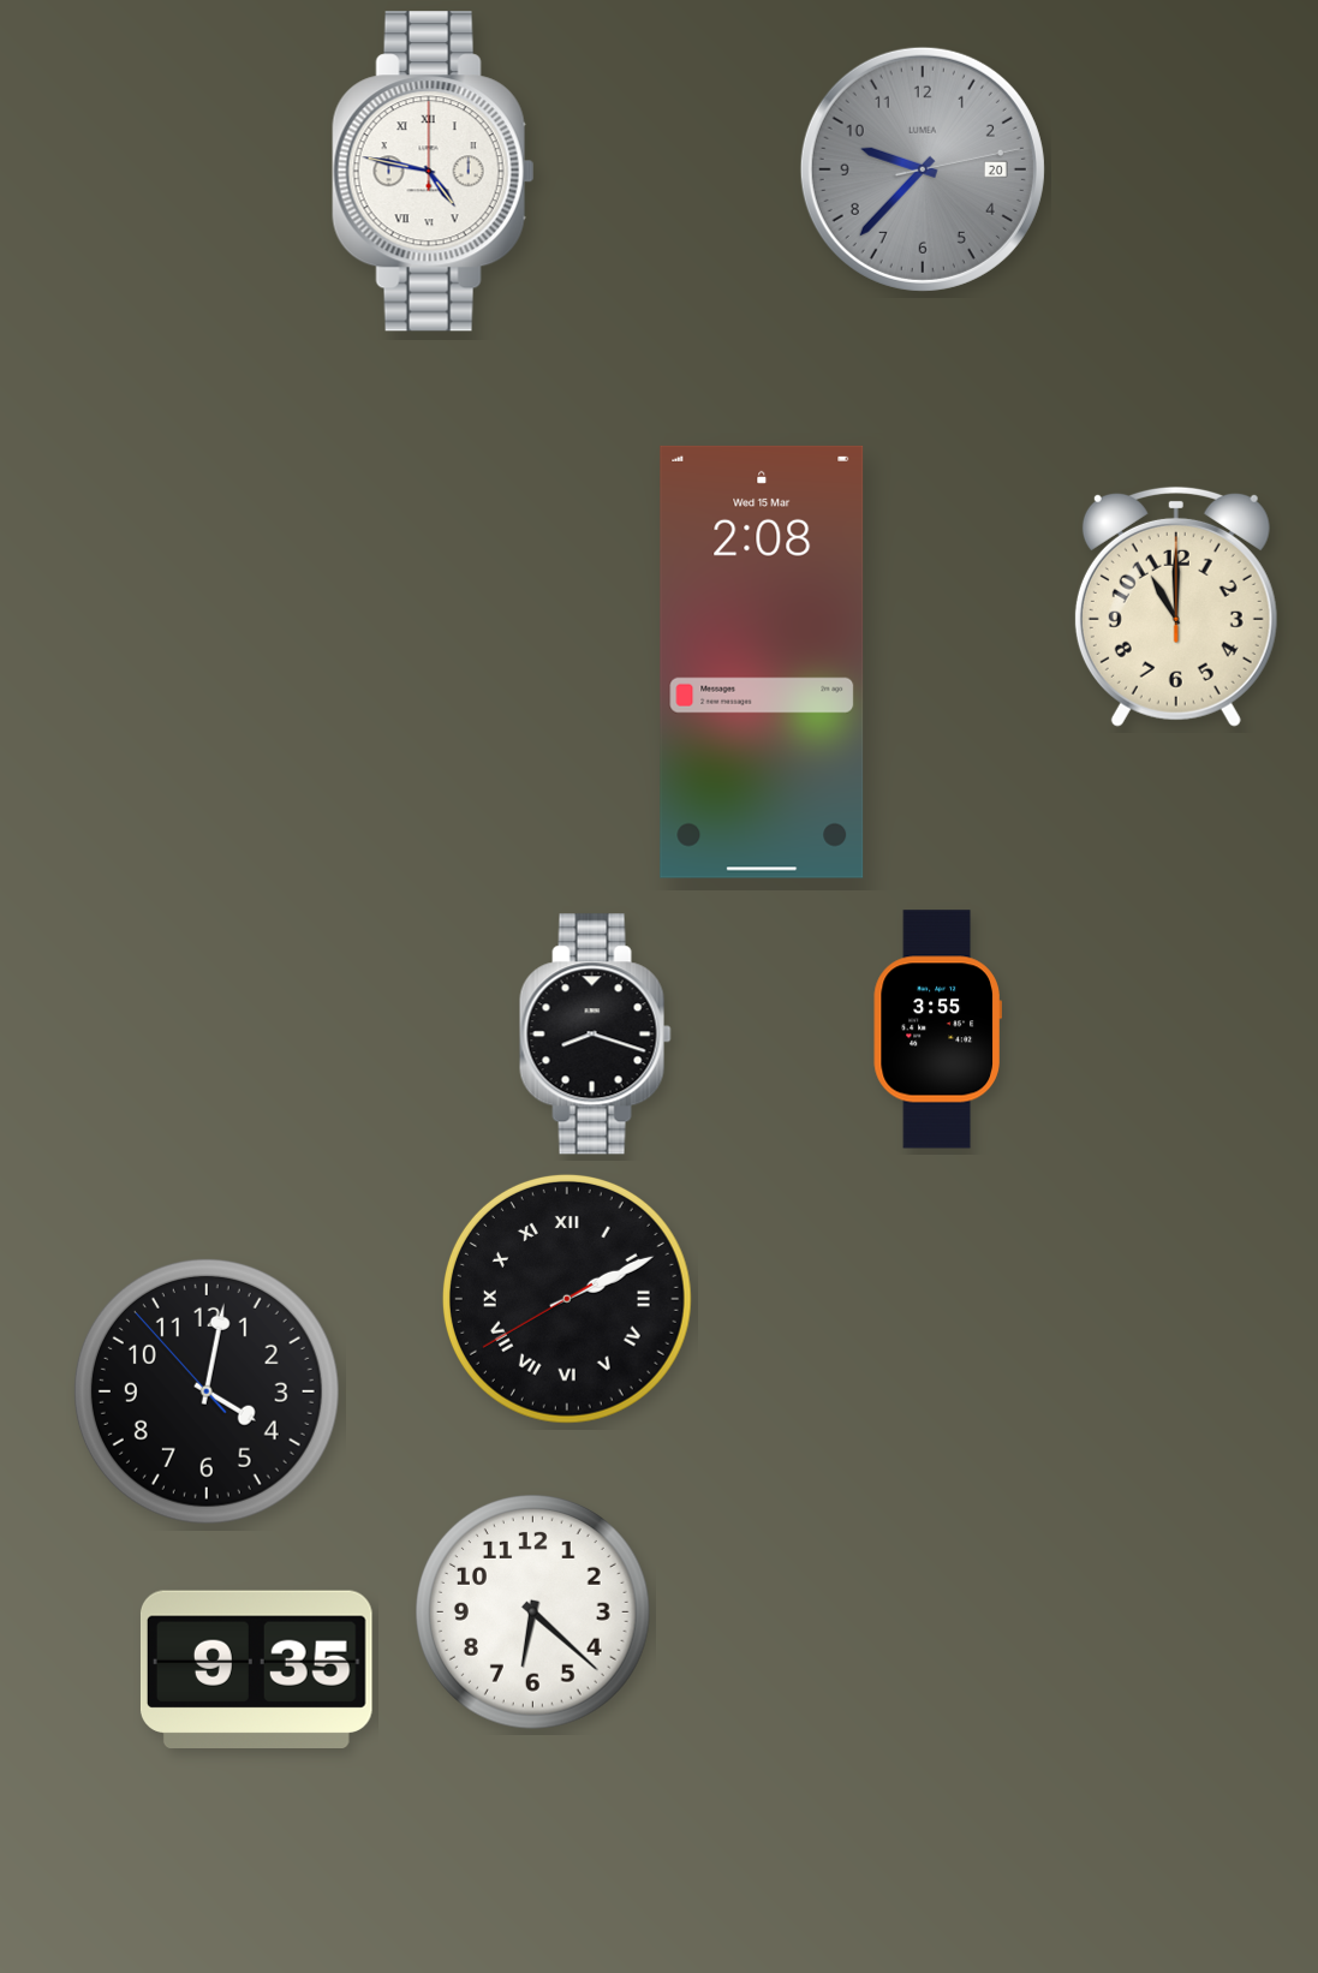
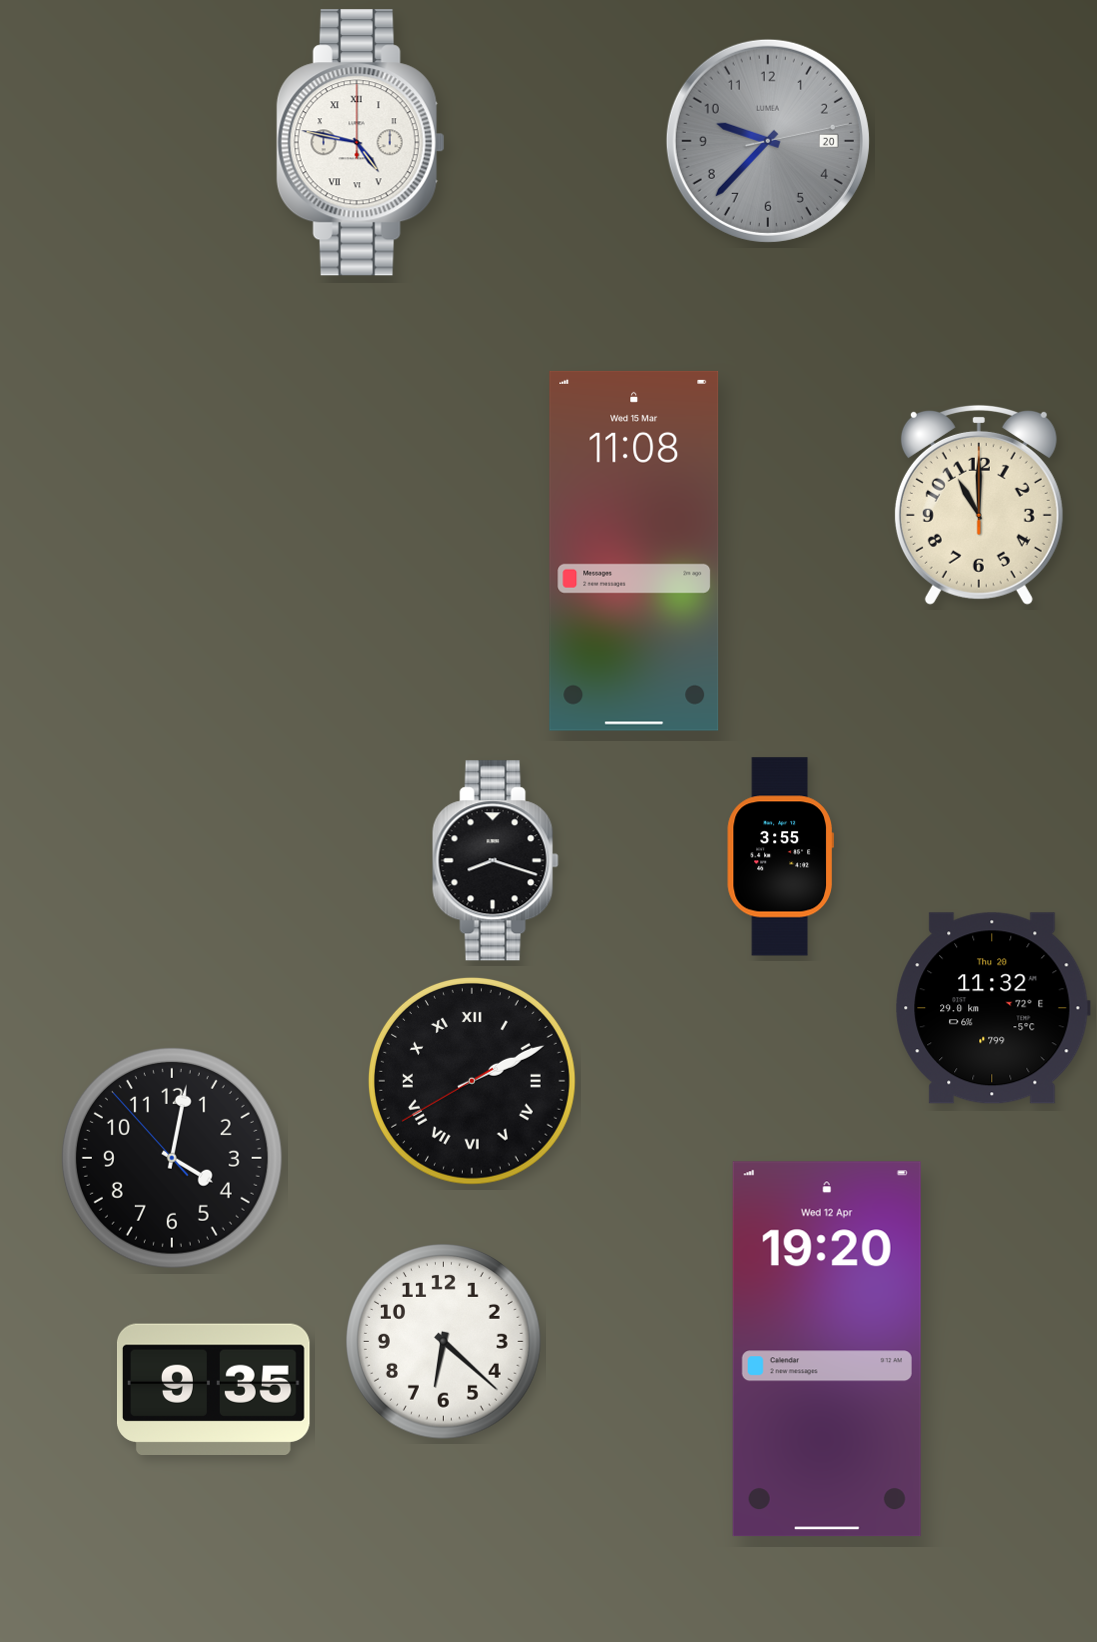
clock at (762, 662): 2:08 -> 11:08
clock at (993, 1008): none -> 11:32
clock at (827, 1349): none -> 19:20
